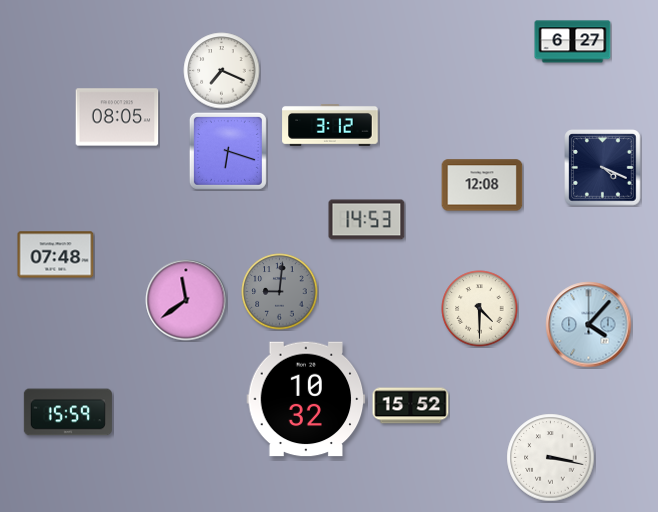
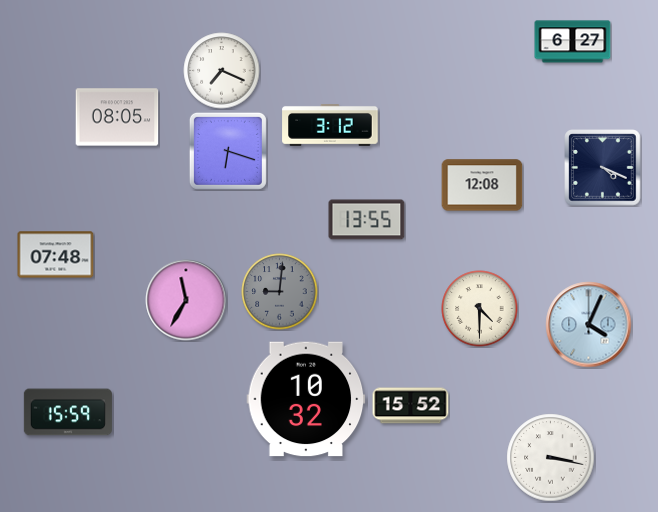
clock at (367, 220): 14:53 -> 13:55
clock at (186, 300): 11:39 -> 11:35
clock at (589, 325): 4:07 -> 4:04
